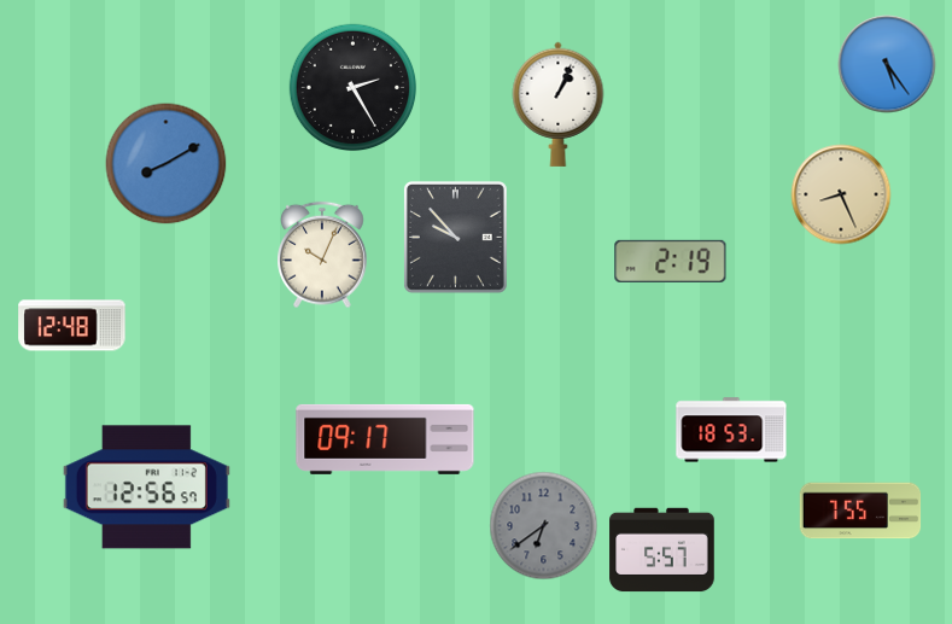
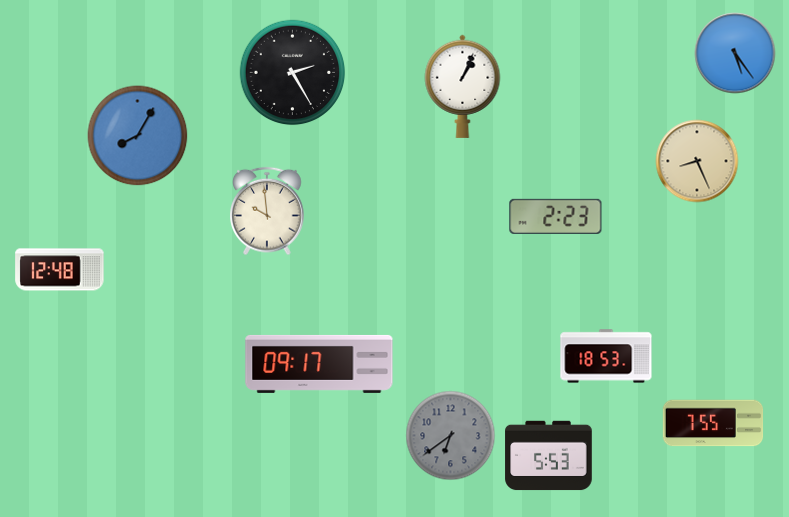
clock at (167, 164): 8:10 -> 8:05
clock at (455, 237): 9:53 -> none
clock at (322, 255): 10:04 -> 9:59
clock at (671, 261): 2:19 -> 2:23
clock at (146, 488): 12:56 -> none
clock at (662, 550): 5:57 -> 5:53
